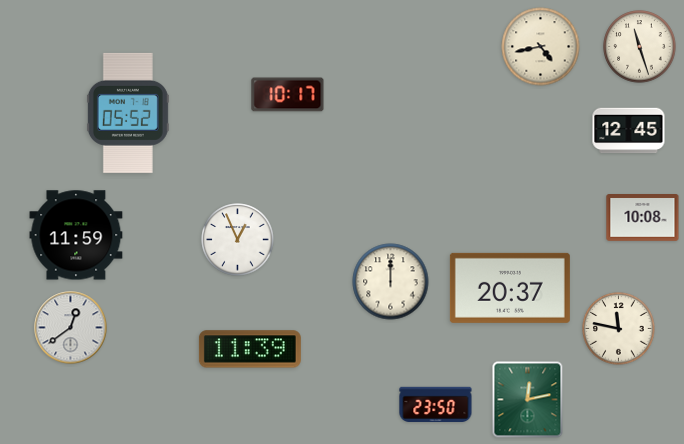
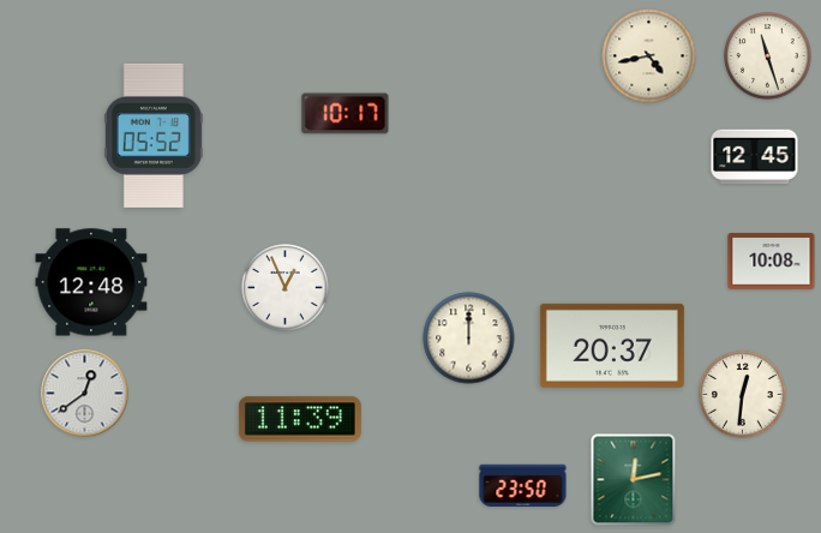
clock at (76, 235): 11:59 -> 12:48
clock at (619, 329): 11:47 -> 12:31
